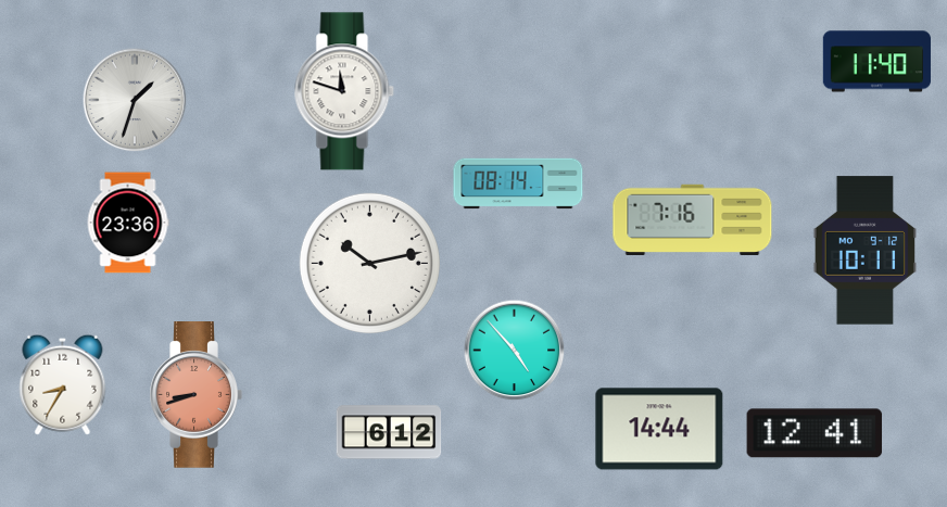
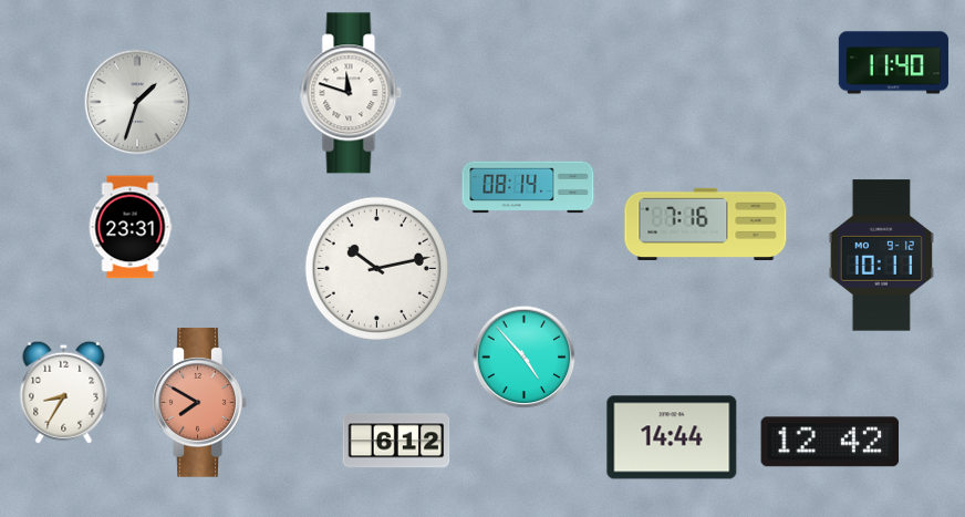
clock at (128, 223): 23:36 -> 23:31
clock at (195, 395): 8:42 -> 7:50
clock at (815, 433): 12:41 -> 12:42
